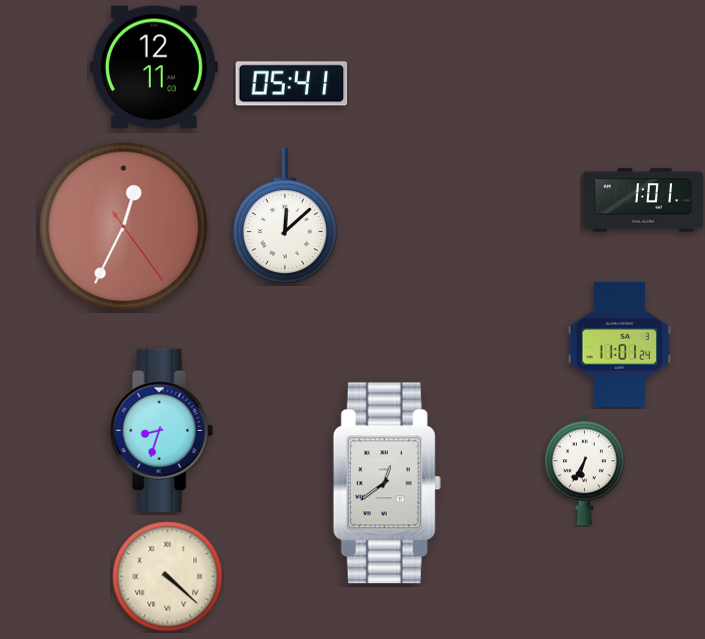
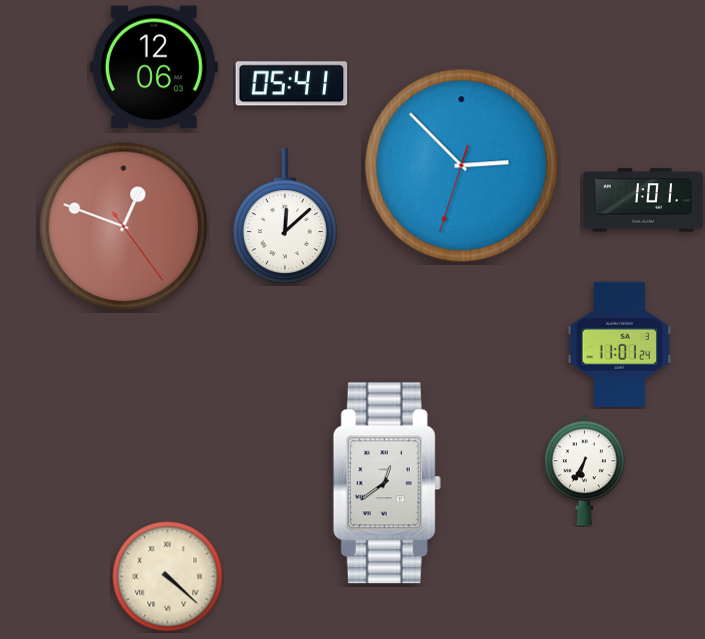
clock at (154, 67): 12:11 -> 12:06
clock at (462, 166): none -> 2:52
clock at (124, 227): 12:34 -> 12:48
clock at (161, 431): 8:33 -> none
